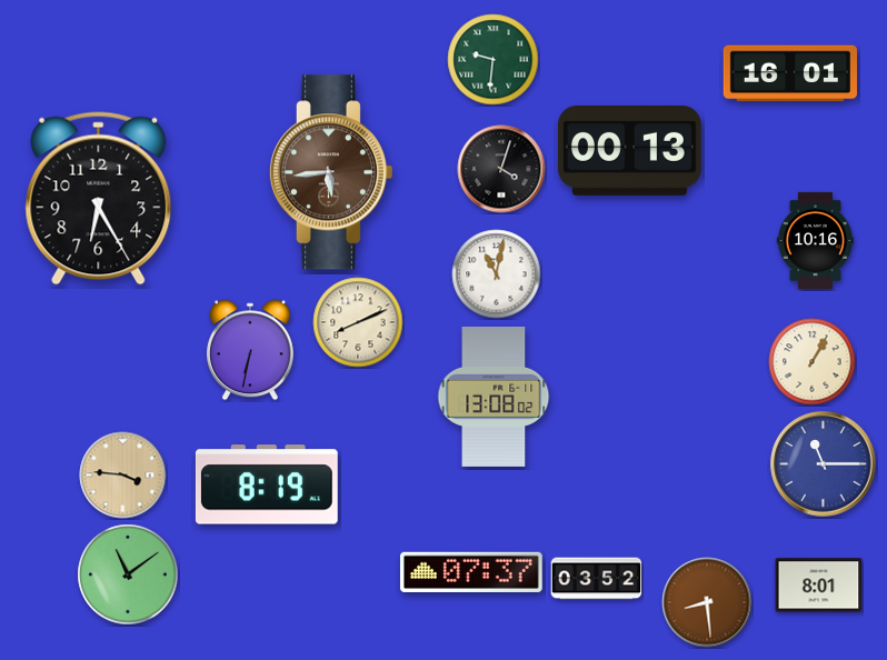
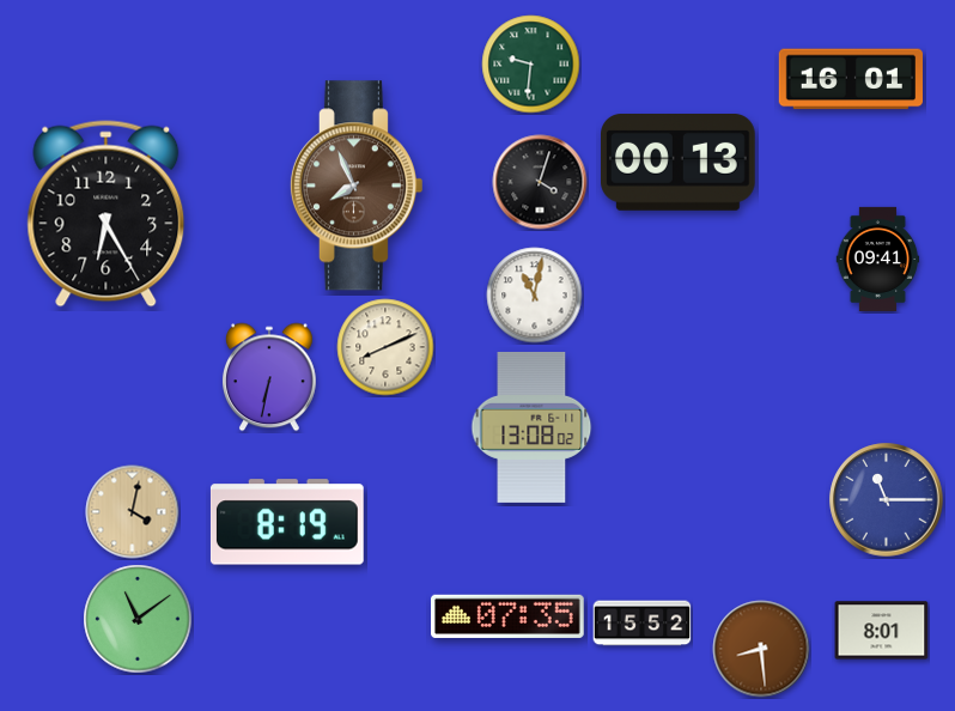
clock at (330, 172): 5:44 -> 7:56
clock at (816, 240): 10:16 -> 09:41
clock at (813, 362): 1:05 -> none
clock at (123, 476): 3:46 -> 4:02
clock at (472, 571): 07:37 -> 07:35
clock at (597, 579): 03:52 -> 15:52
